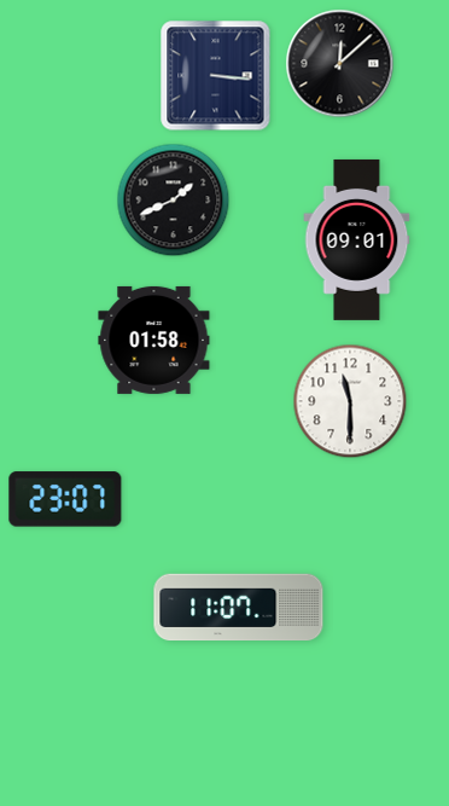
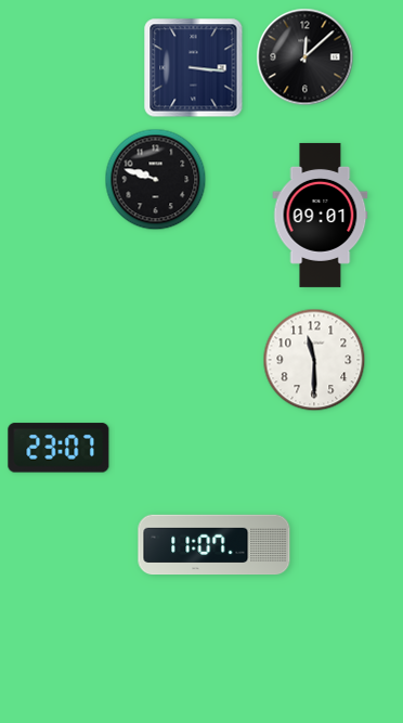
clock at (174, 201): 1:41 -> 9:48
clock at (154, 340): 01:58 -> none
